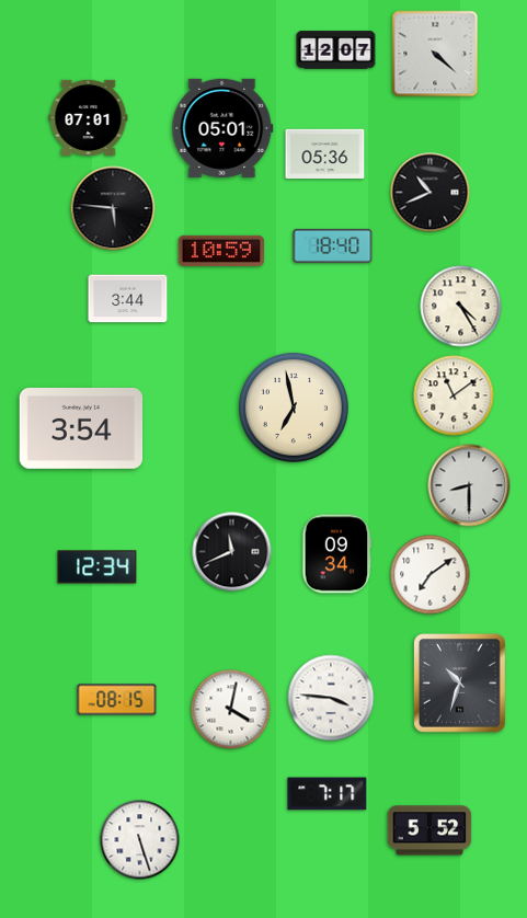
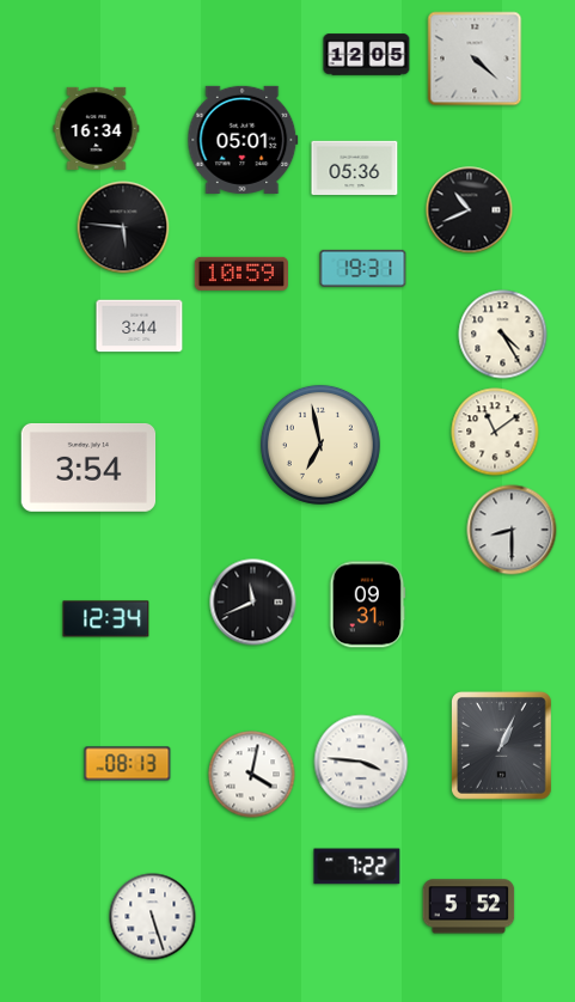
clock at (336, 50): 12:07 -> 12:05
clock at (89, 117): 07:01 -> 16:34
clock at (333, 245): 18:40 -> 19:31
clock at (337, 554): 09:34 -> 09:31
clock at (431, 575): 7:09 -> none
clock at (460, 684): 10:33 -> 1:04
clock at (117, 700): 08:15 -> 08:13
clock at (328, 794): 7:17 -> 7:22
